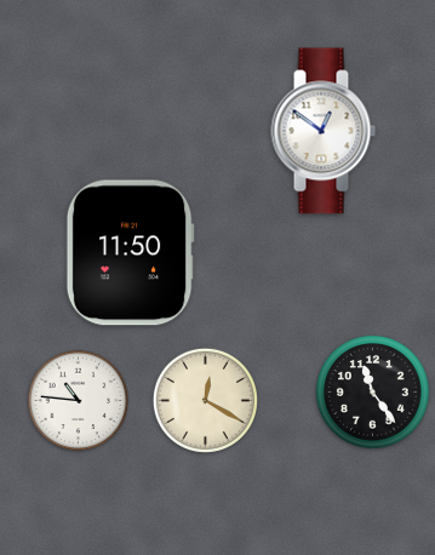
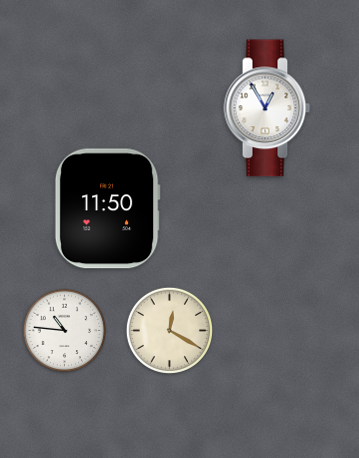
clock at (324, 131): 12:51 -> 12:55
clock at (373, 393): 11:24 -> none
